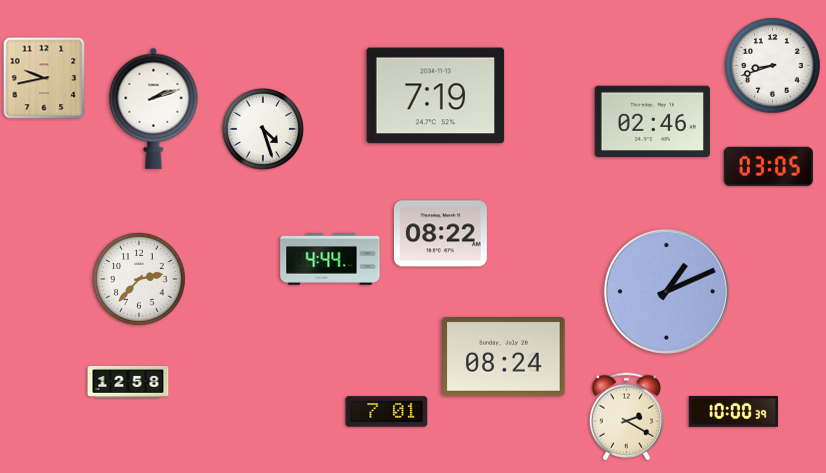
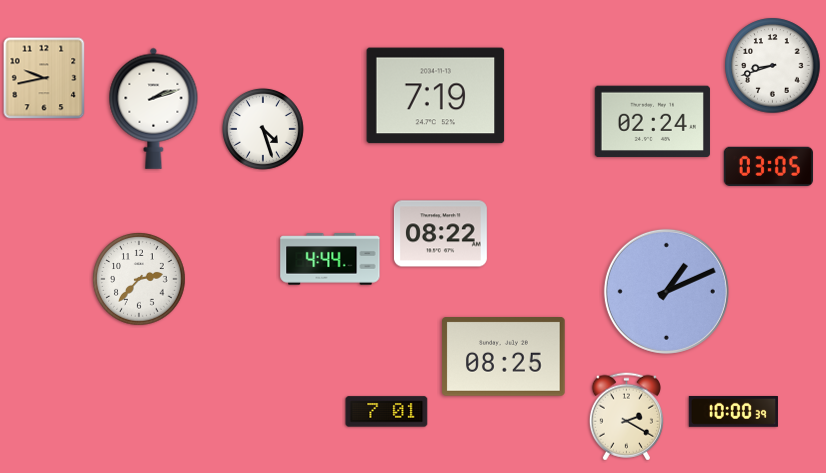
clock at (652, 122): 02:46 -> 02:24
clock at (504, 357): 08:24 -> 08:25
clock at (128, 382): 12:58 -> none
